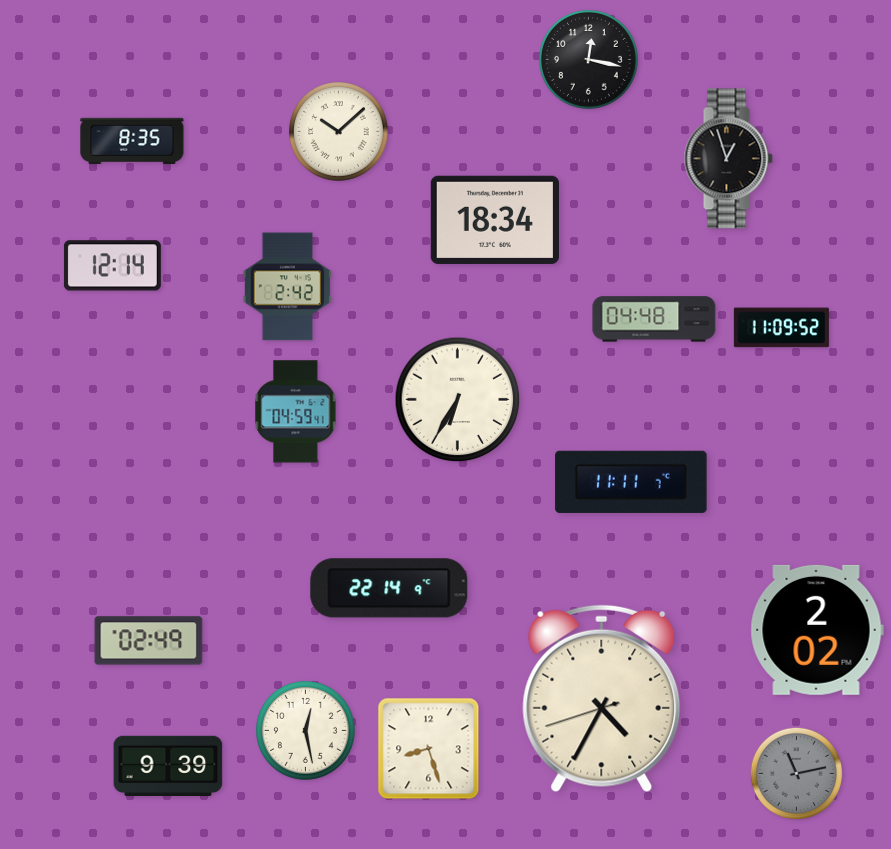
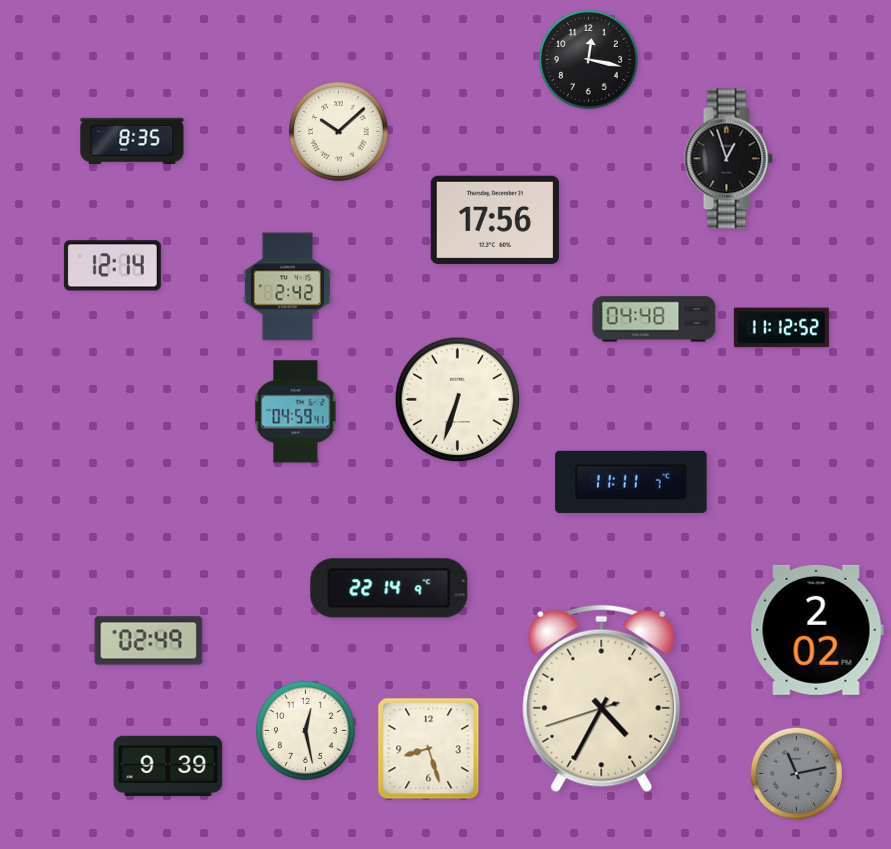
clock at (495, 220): 18:34 -> 17:56
clock at (781, 328): 11:09 -> 11:12
clock at (458, 400): 6:35 -> 6:33
